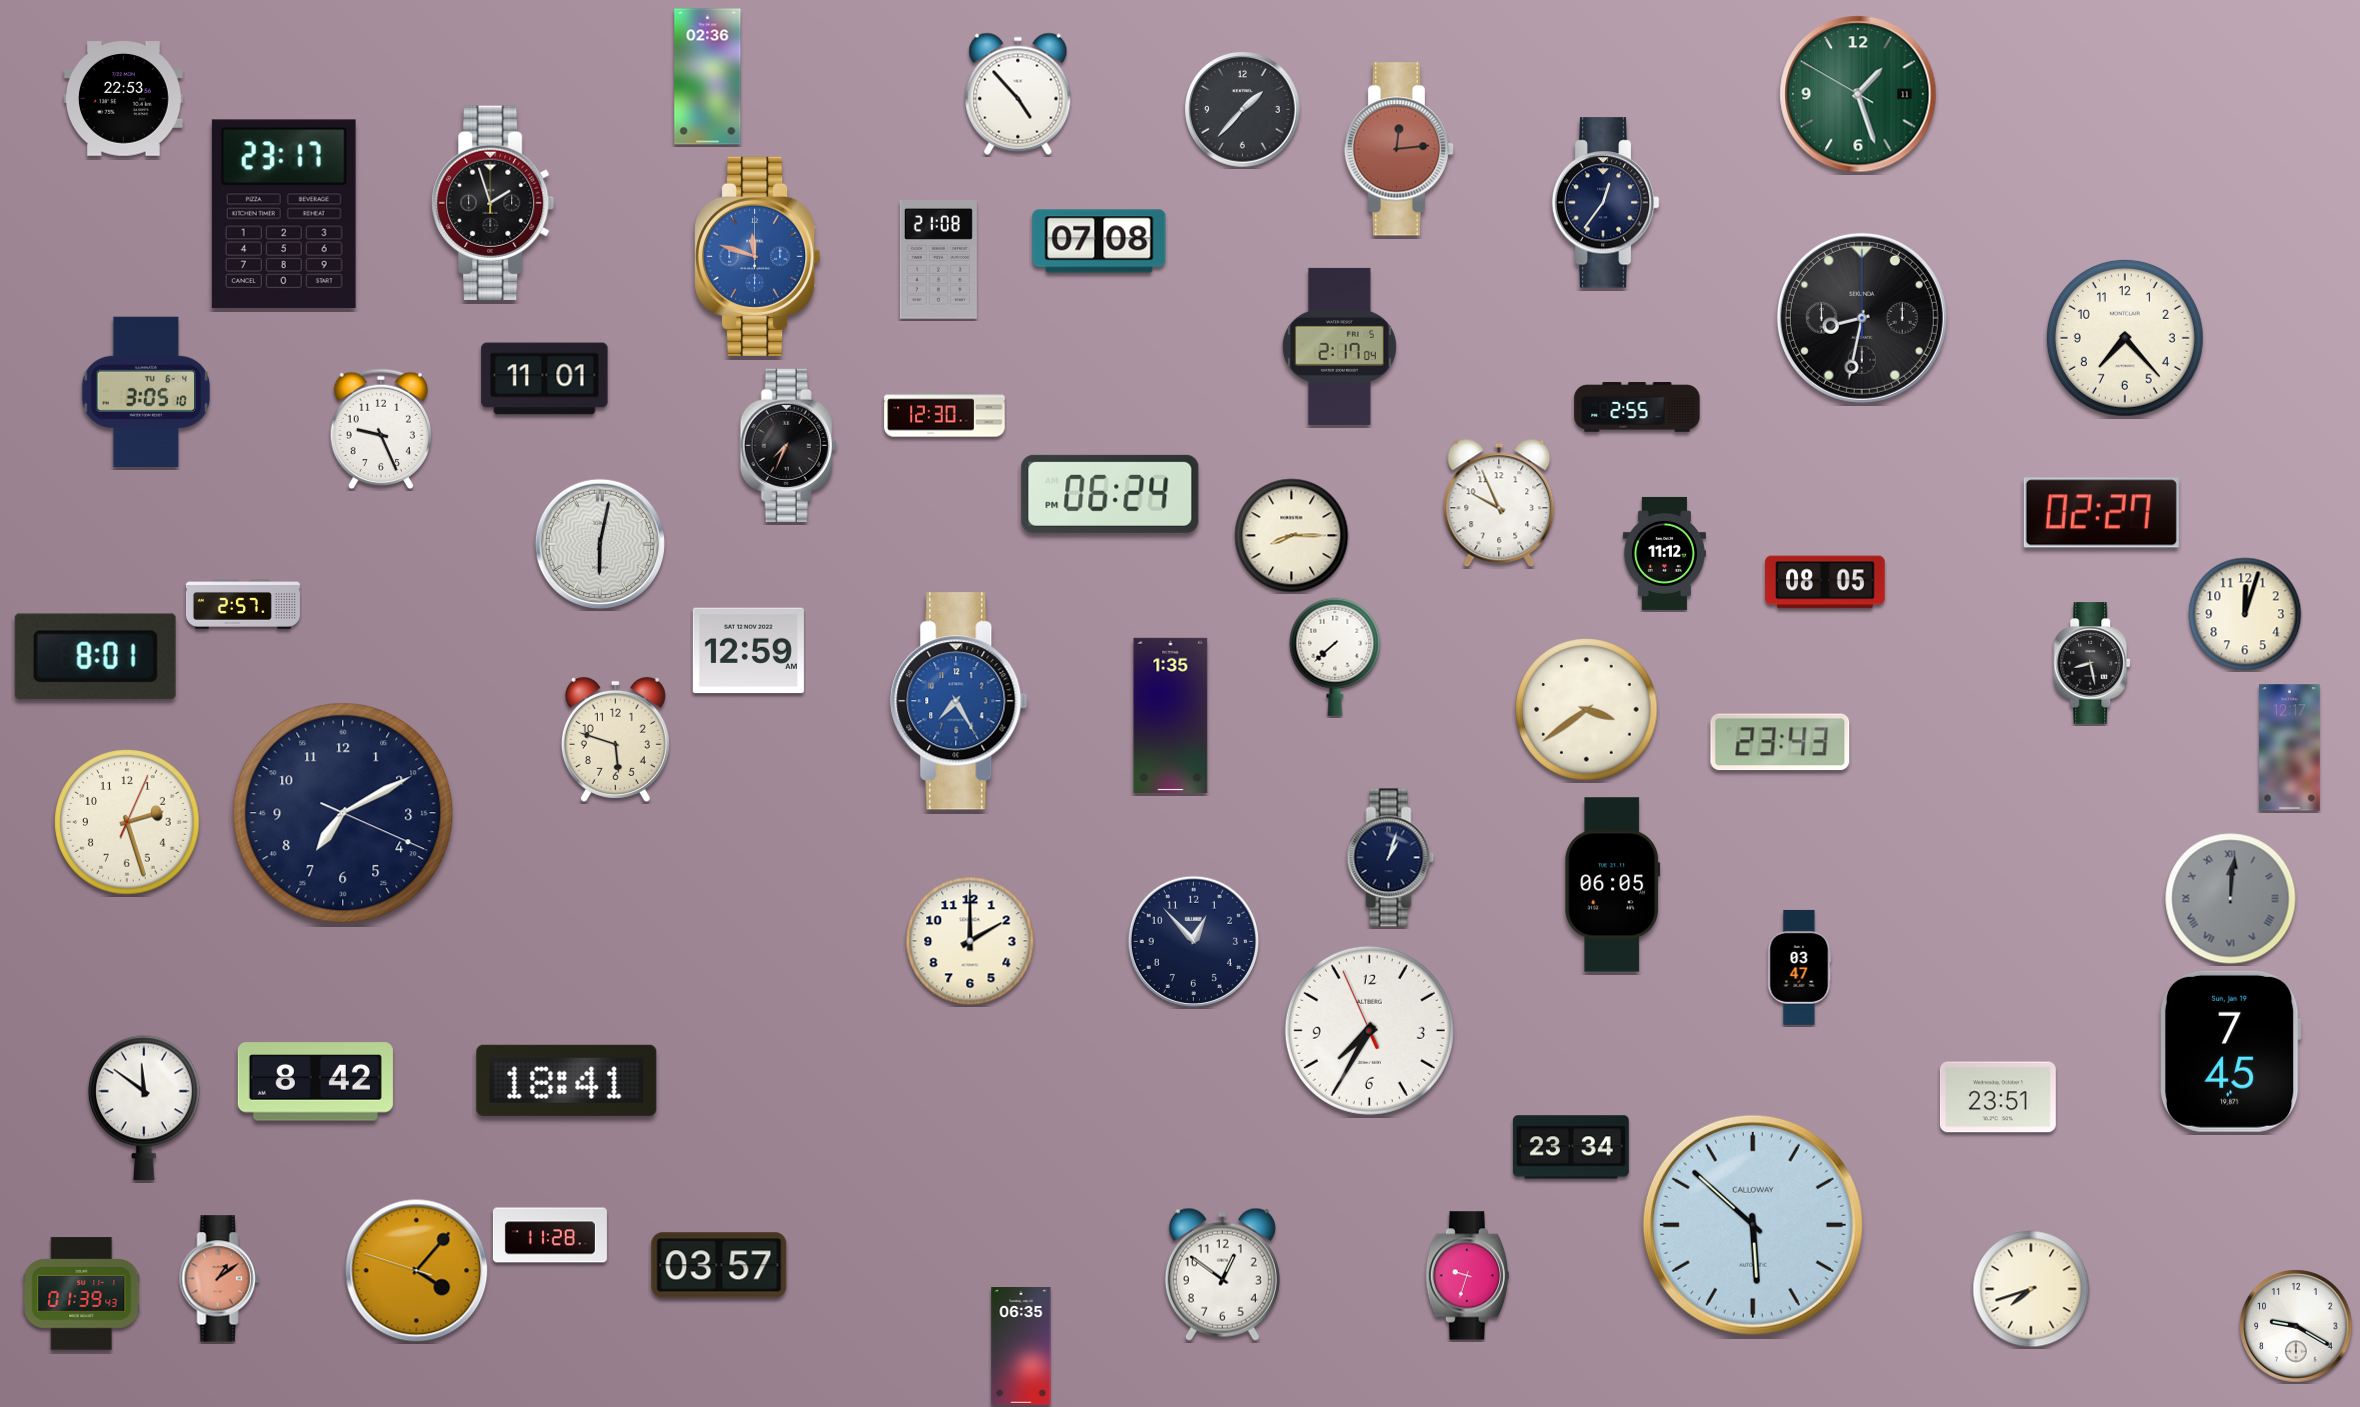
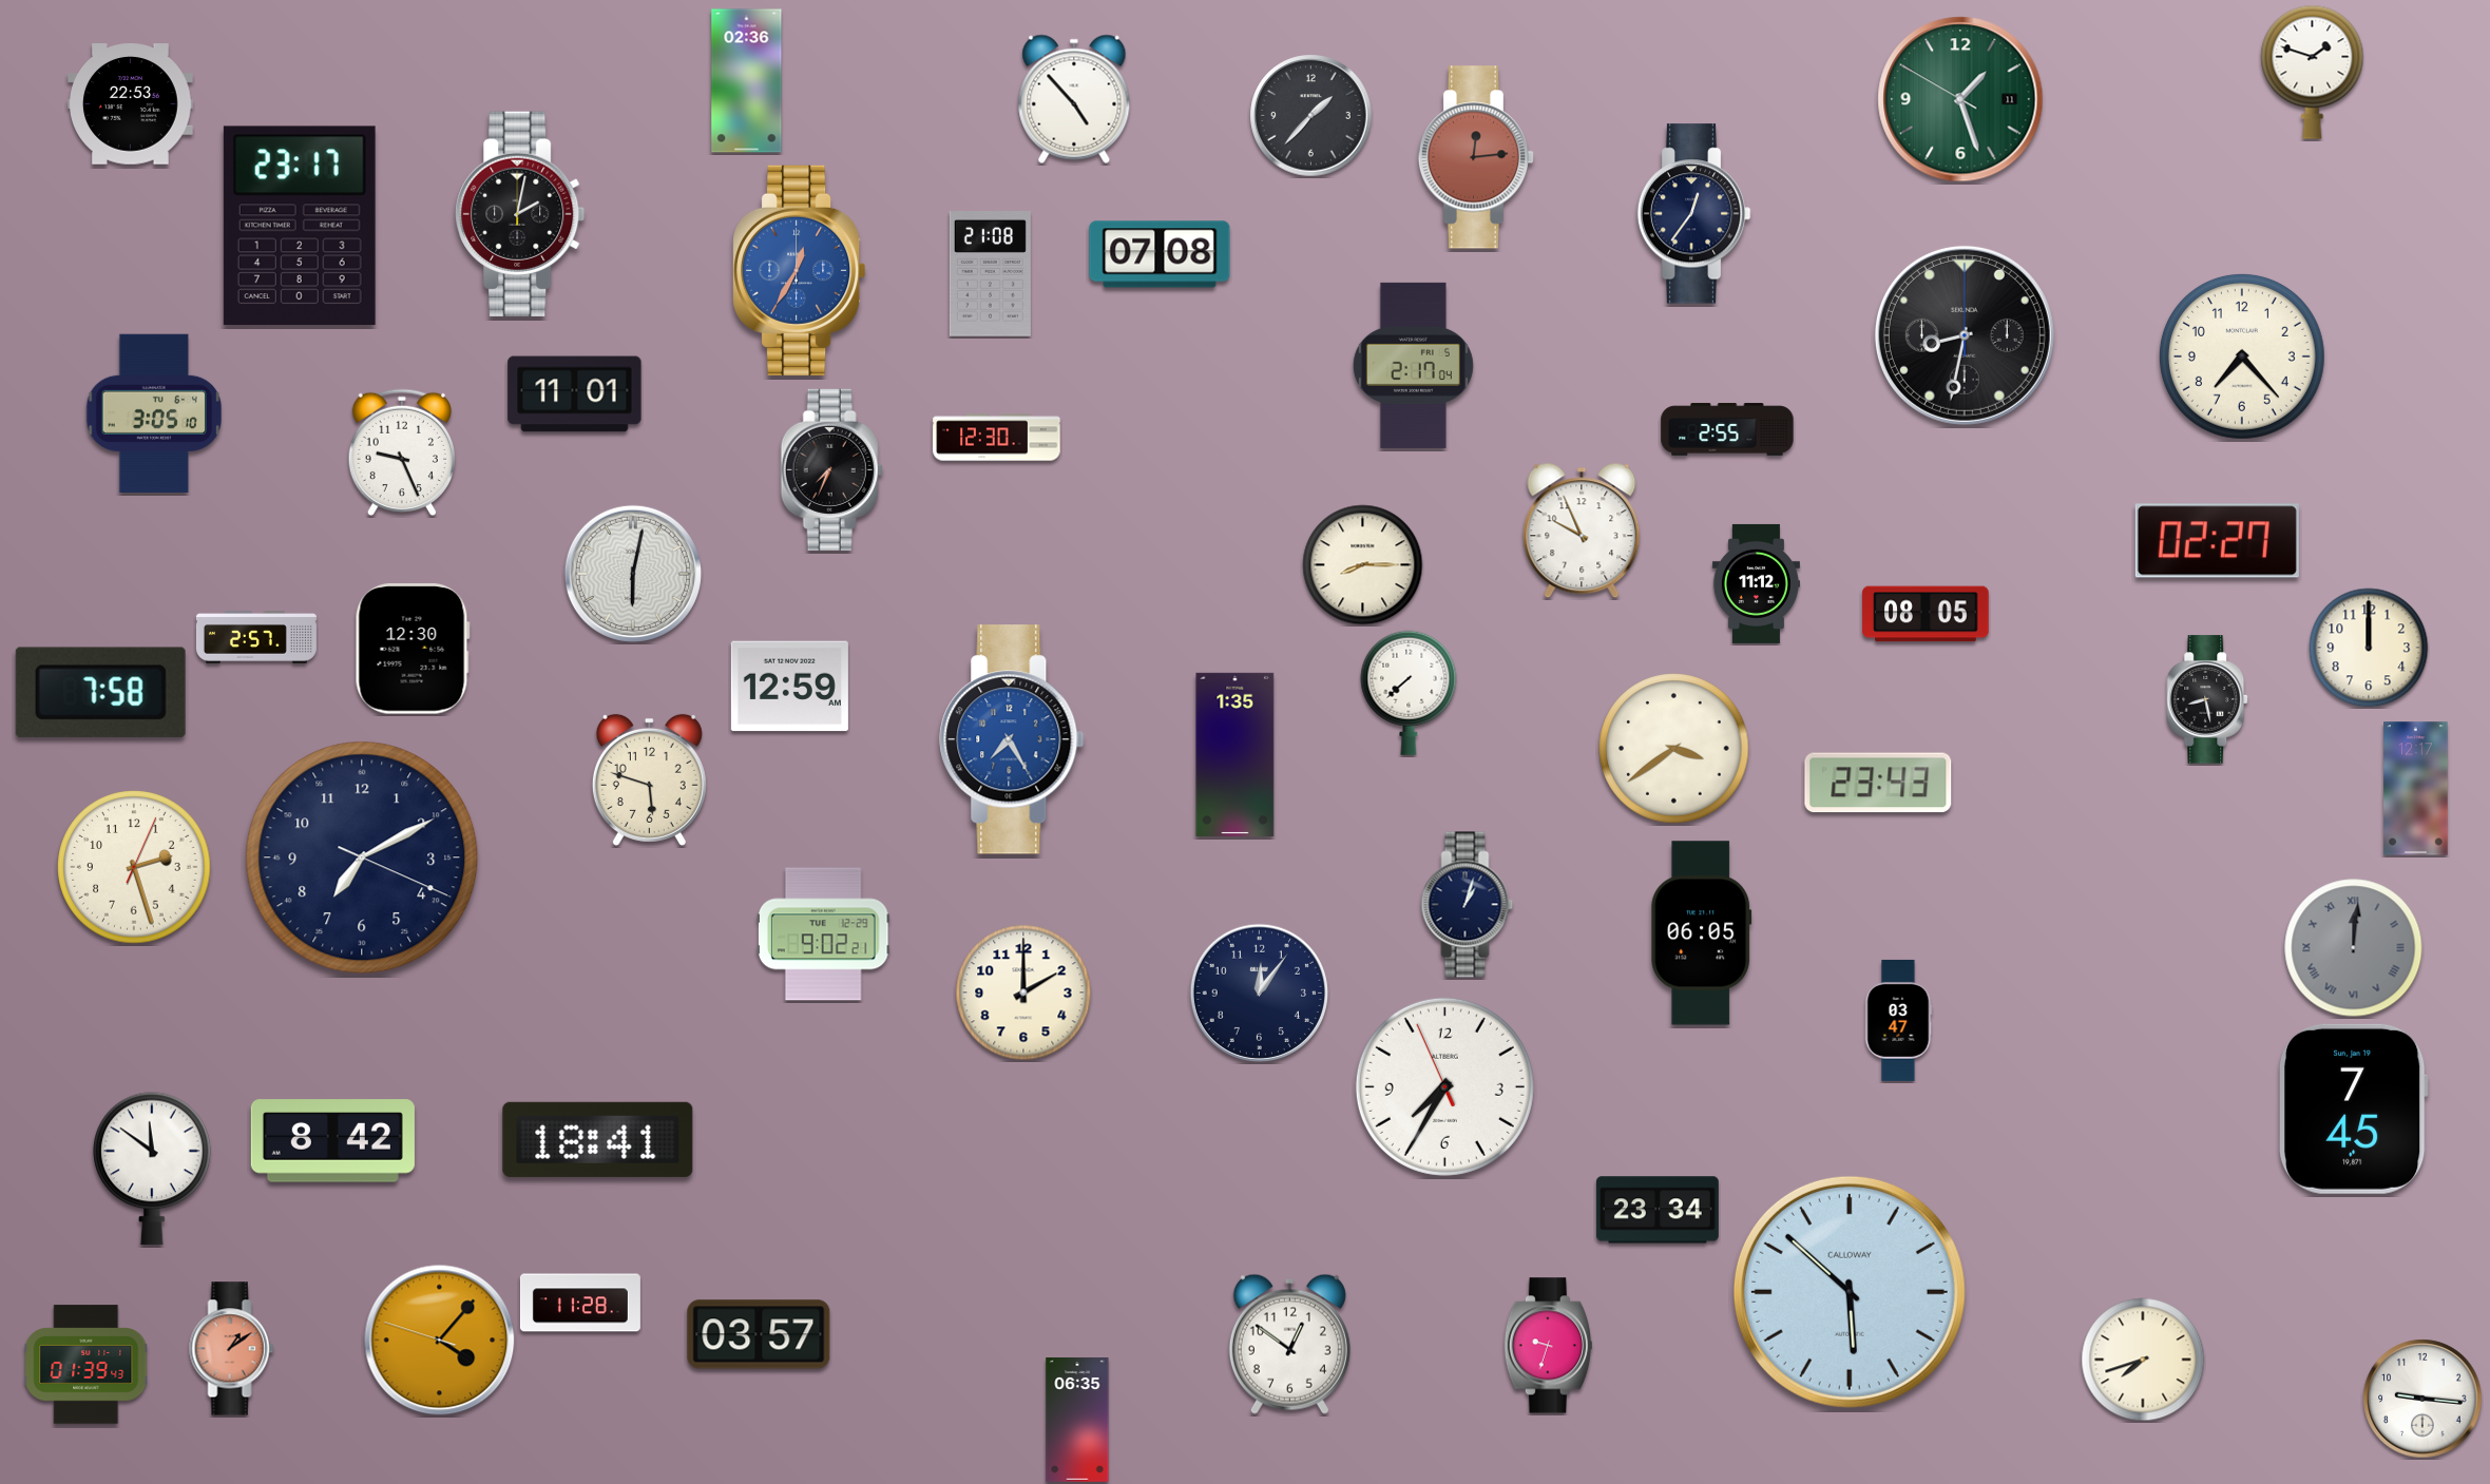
clock at (2313, 72): none -> 1:48
clock at (493, 202): 1:57 -> 2:02
clock at (758, 256): 11:48 -> 12:35
clock at (545, 379) position: (545, 379) -> (575, 394)
clock at (1110, 494): 06:24 -> none
clock at (2245, 614): 12:03 -> 12:00
clock at (413, 649): none -> 12:30
clock at (95, 656): 8:01 -> 7:58
clock at (823, 934): none -> 9:02
clock at (1193, 941): 12:53 -> 12:06
clock at (1998, 1097): 23:51 -> none
clock at (2296, 1326): 9:20 -> 9:16
